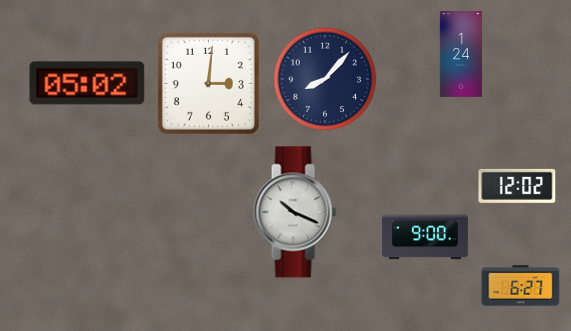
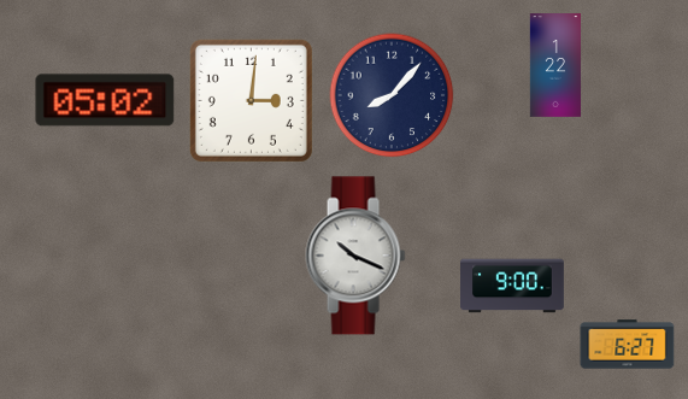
clock at (460, 55): 1:24 -> 1:22
clock at (517, 186): 12:02 -> none
